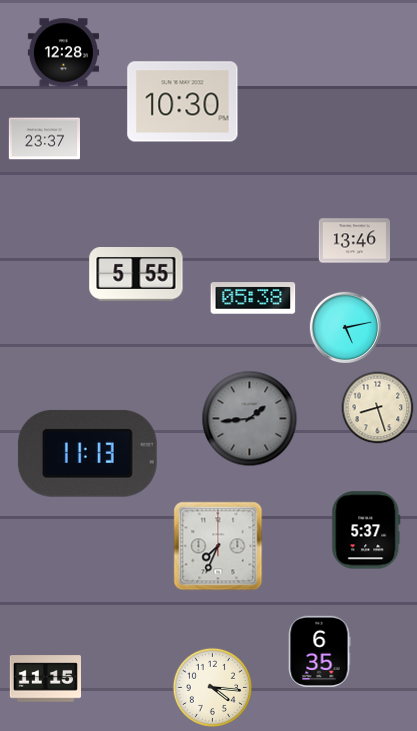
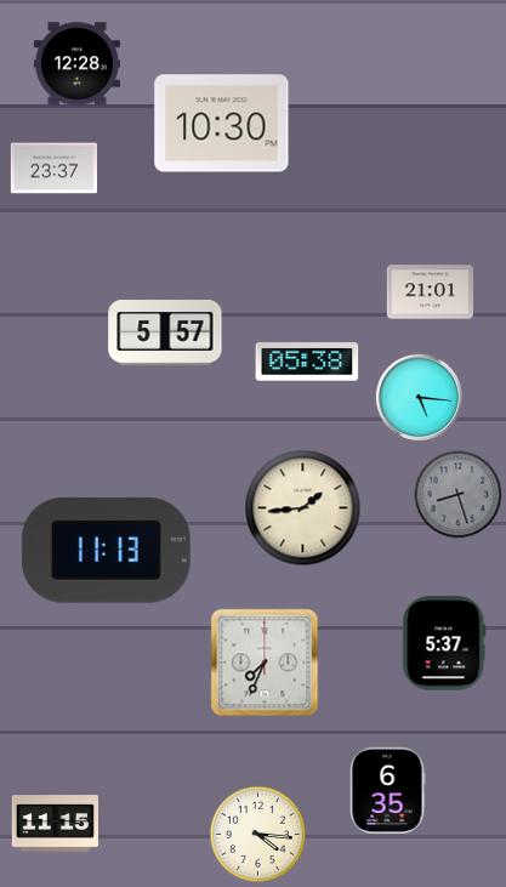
clock at (354, 241): 13:46 -> 21:01
clock at (136, 275): 5:55 -> 5:57
clock at (345, 327): 5:13 -> 5:16
clock at (378, 408) dial: cream -> grey
clock at (250, 419) dial: grey -> cream
